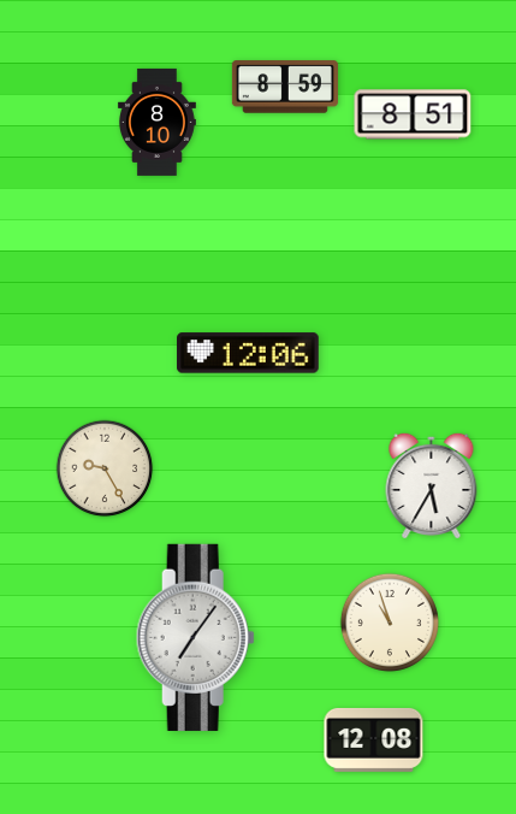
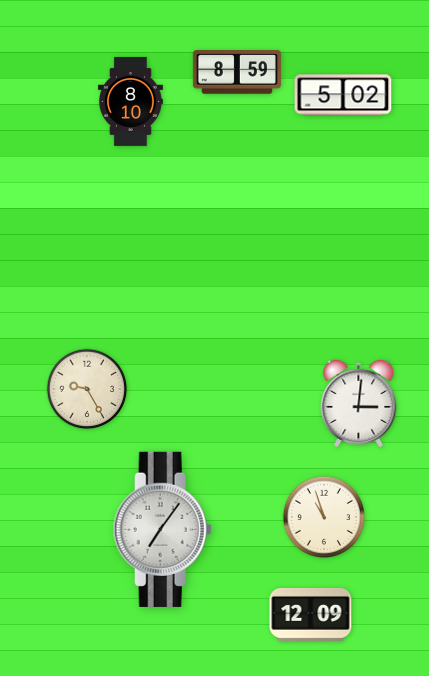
clock at (413, 114): 8:51 -> 5:02
clock at (248, 353): 12:06 -> none
clock at (432, 484): 5:35 -> 3:01
clock at (374, 739): 12:08 -> 12:09
